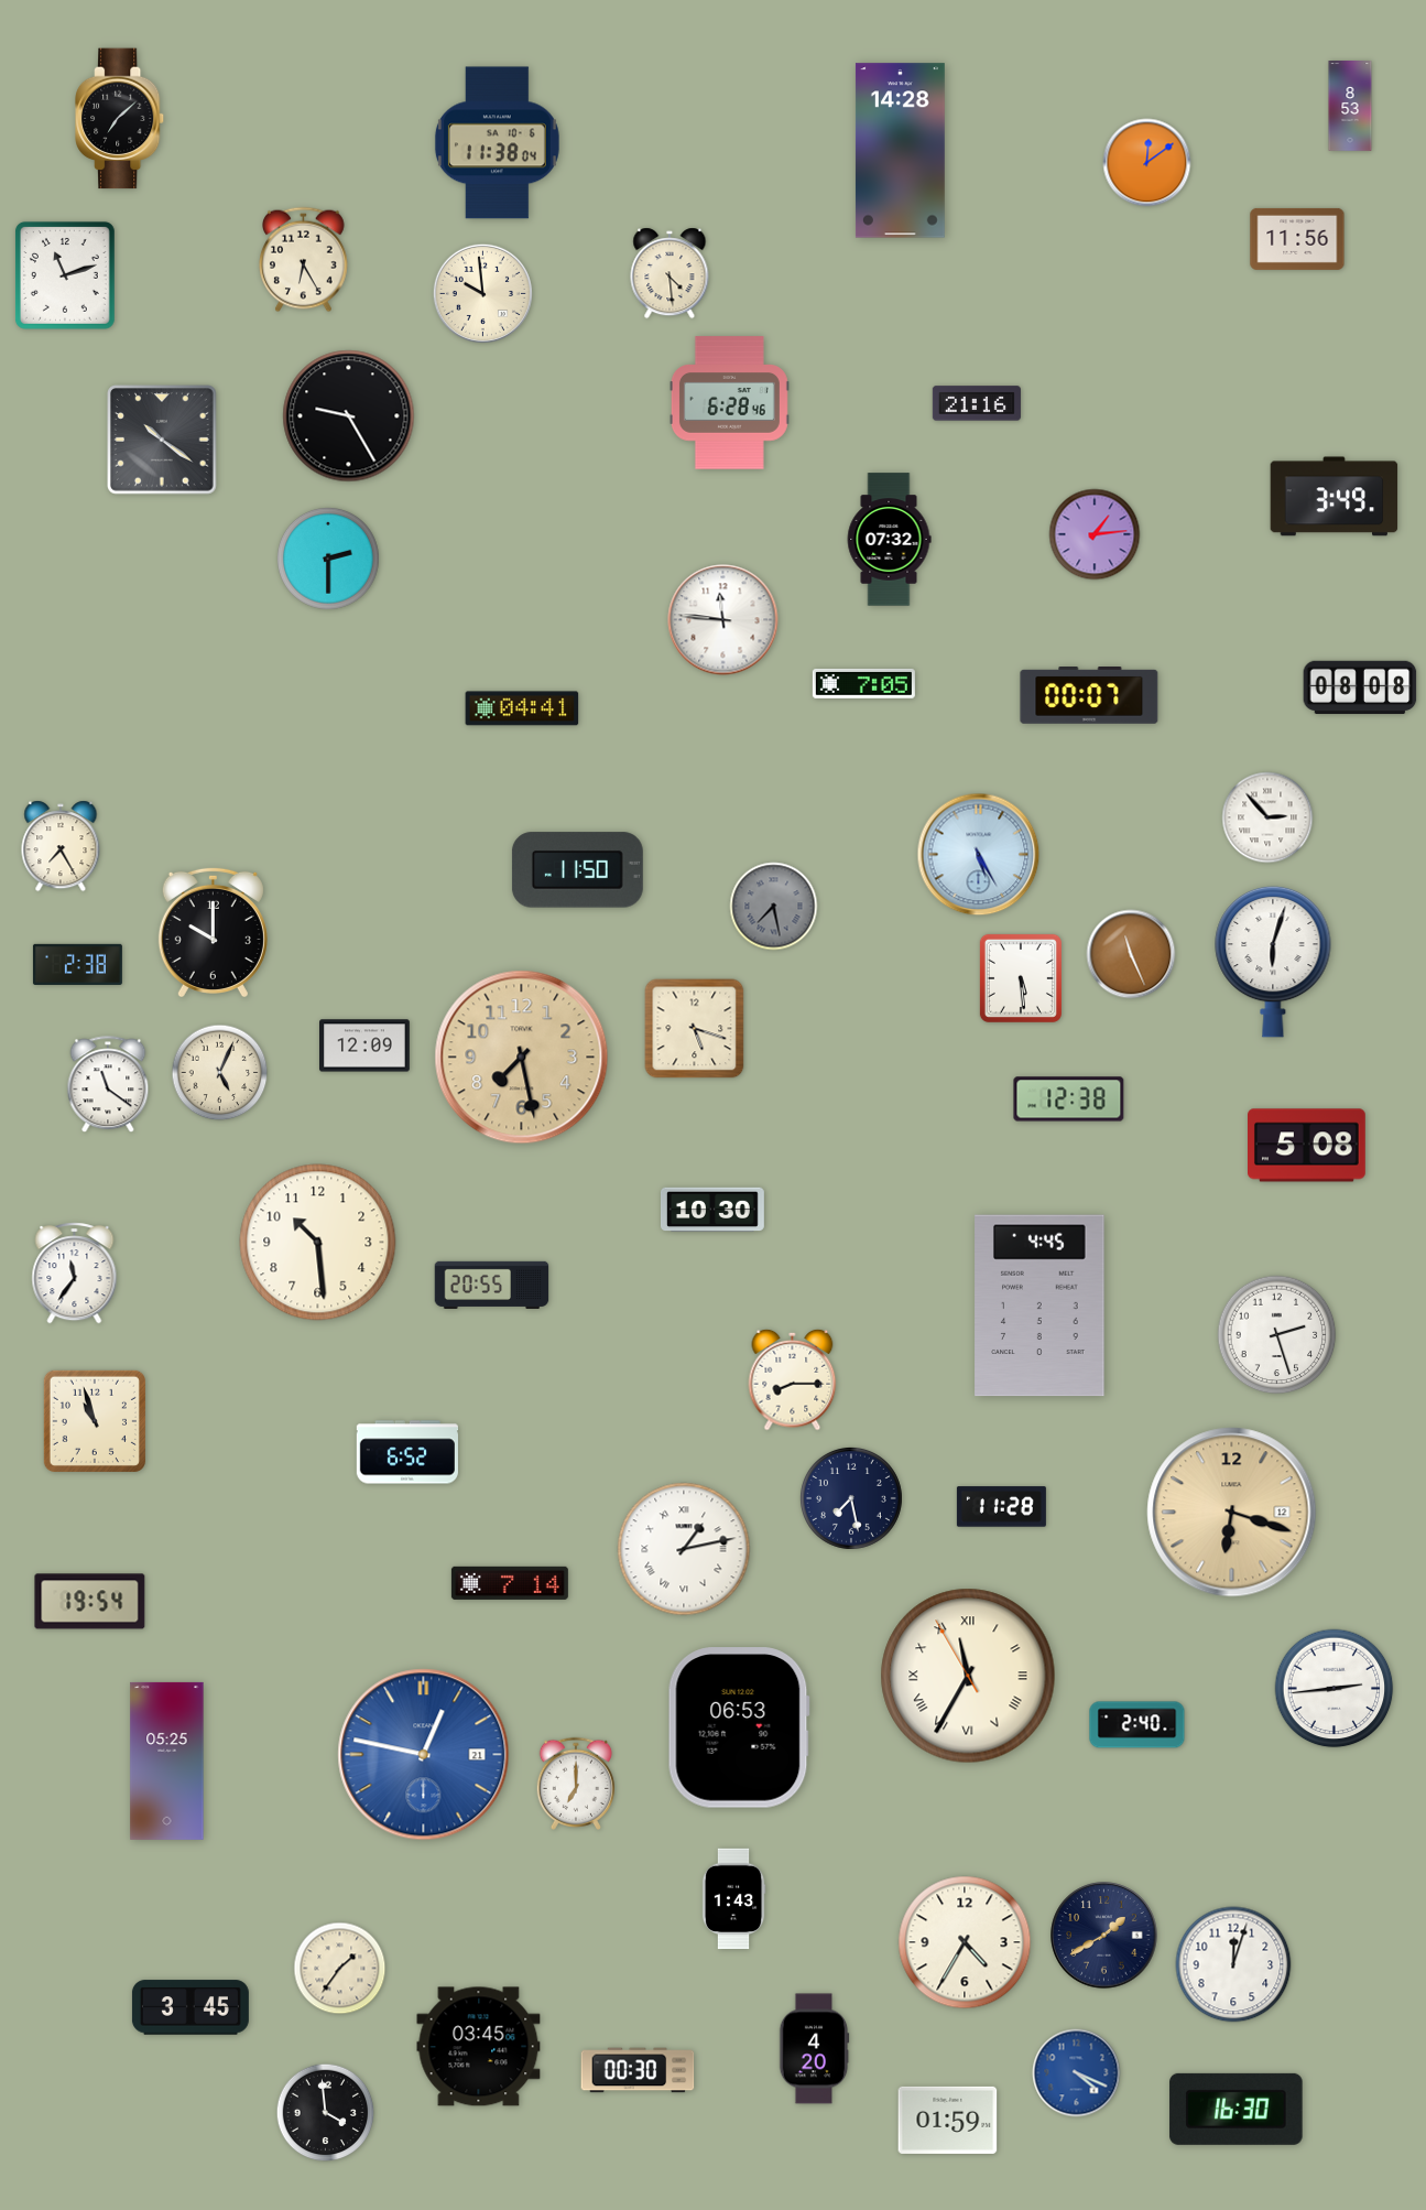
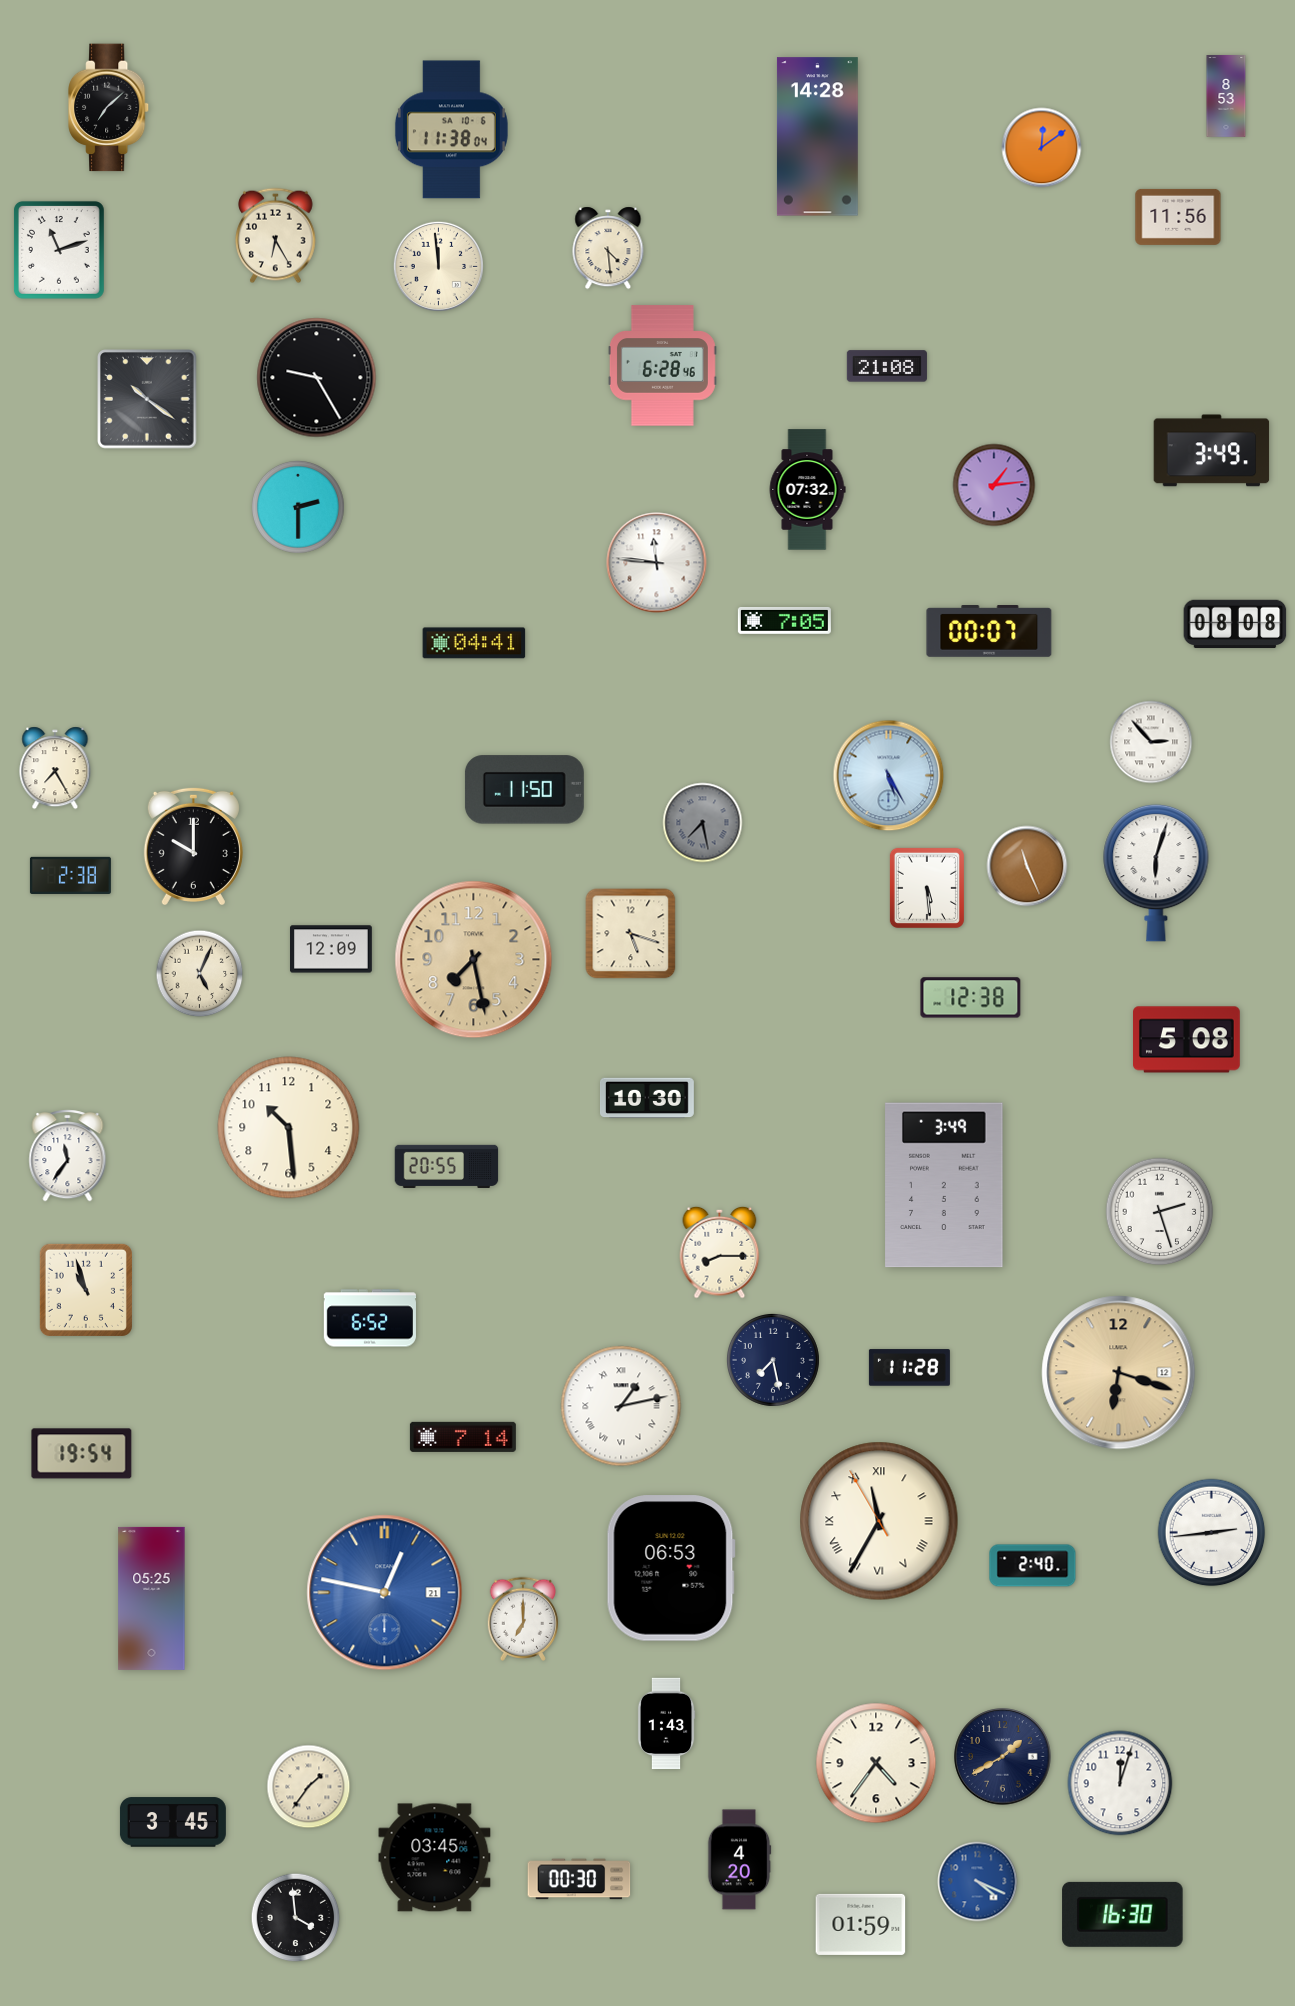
clock at (482, 293): 9:59 -> 11:59
clock at (977, 403): 21:16 -> 21:08
clock at (108, 1085): 11:21 -> none
clock at (1039, 1306): 4:45 -> 3:49
clock at (965, 1942): 4:35 -> 4:36
